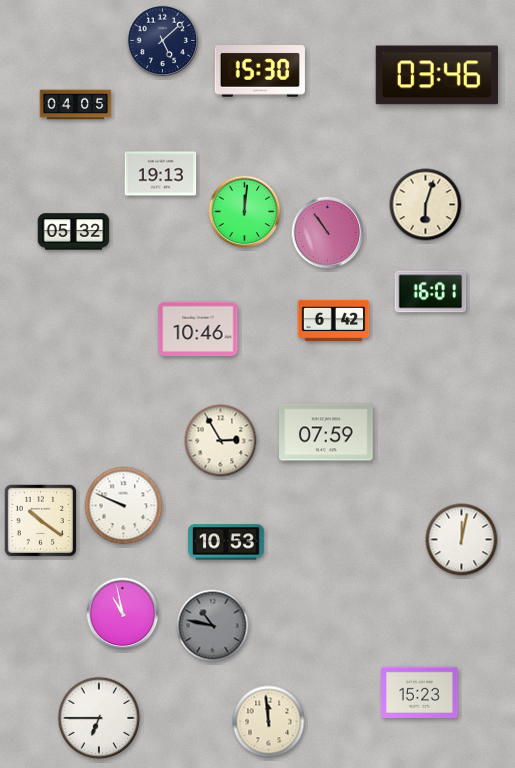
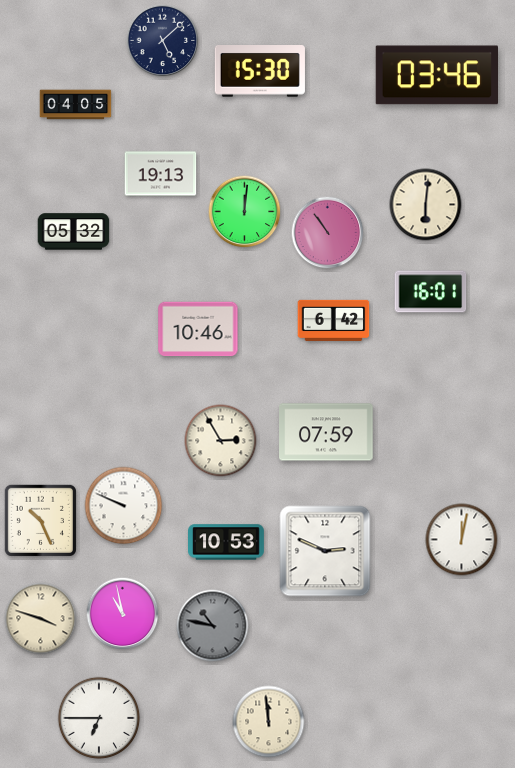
clock at (426, 205): 6:03 -> 6:01
clock at (40, 520): 10:21 -> 10:26
clock at (325, 551): none -> 2:49
clock at (41, 619): none -> 3:48
clock at (420, 692): 15:23 -> none
